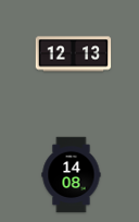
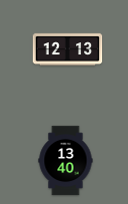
clock at (72, 175): 14:08 -> 13:40
